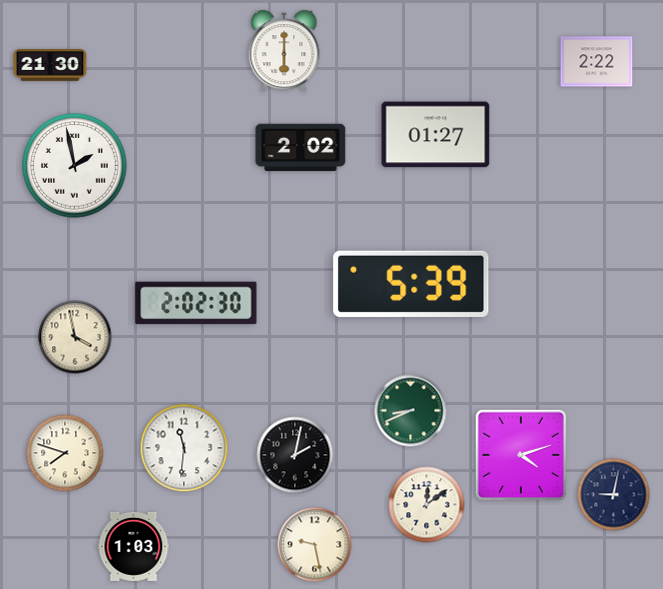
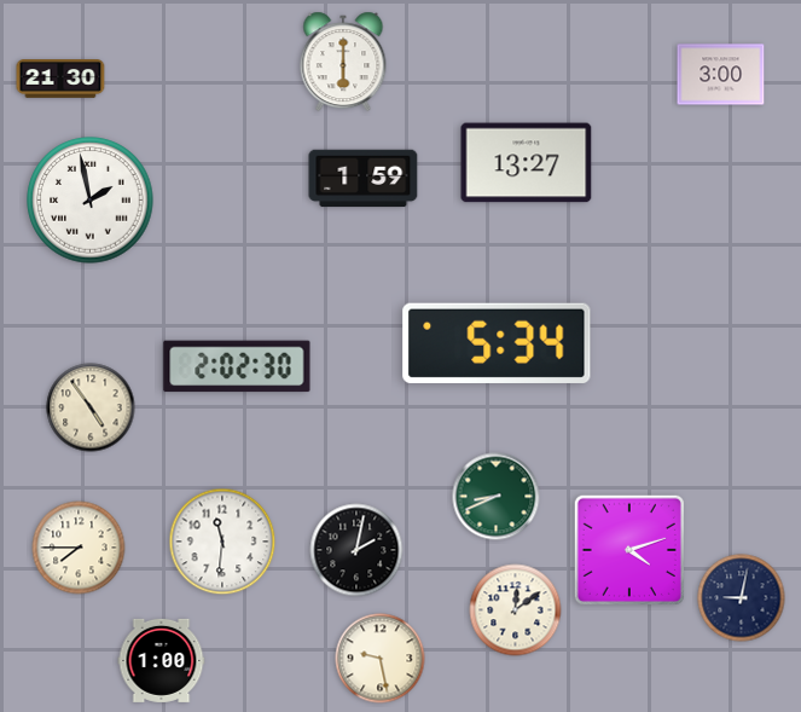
clock at (597, 62): 2:22 -> 3:00
clock at (436, 135): 01:27 -> 13:27
clock at (301, 148): 2:02 -> 1:59
clock at (411, 284): 5:39 -> 5:34
clock at (75, 337): 3:58 -> 4:54
clock at (65, 453): 7:48 -> 7:45
clock at (134, 546): 1:03 -> 1:00
